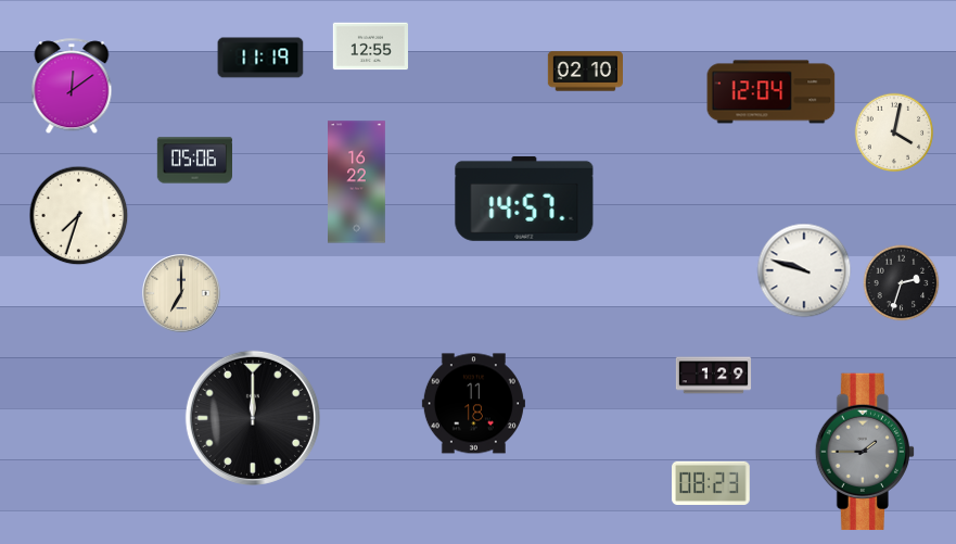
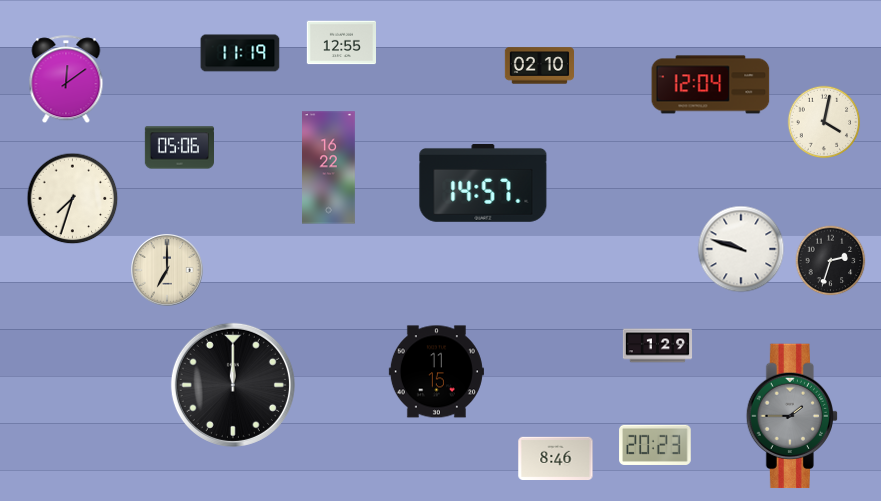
clock at (473, 404): 11:18 -> 11:15
clock at (864, 452) position: (864, 452) -> (791, 416)
clock at (711, 483): 08:23 -> 20:23
clock at (556, 459): none -> 8:46
